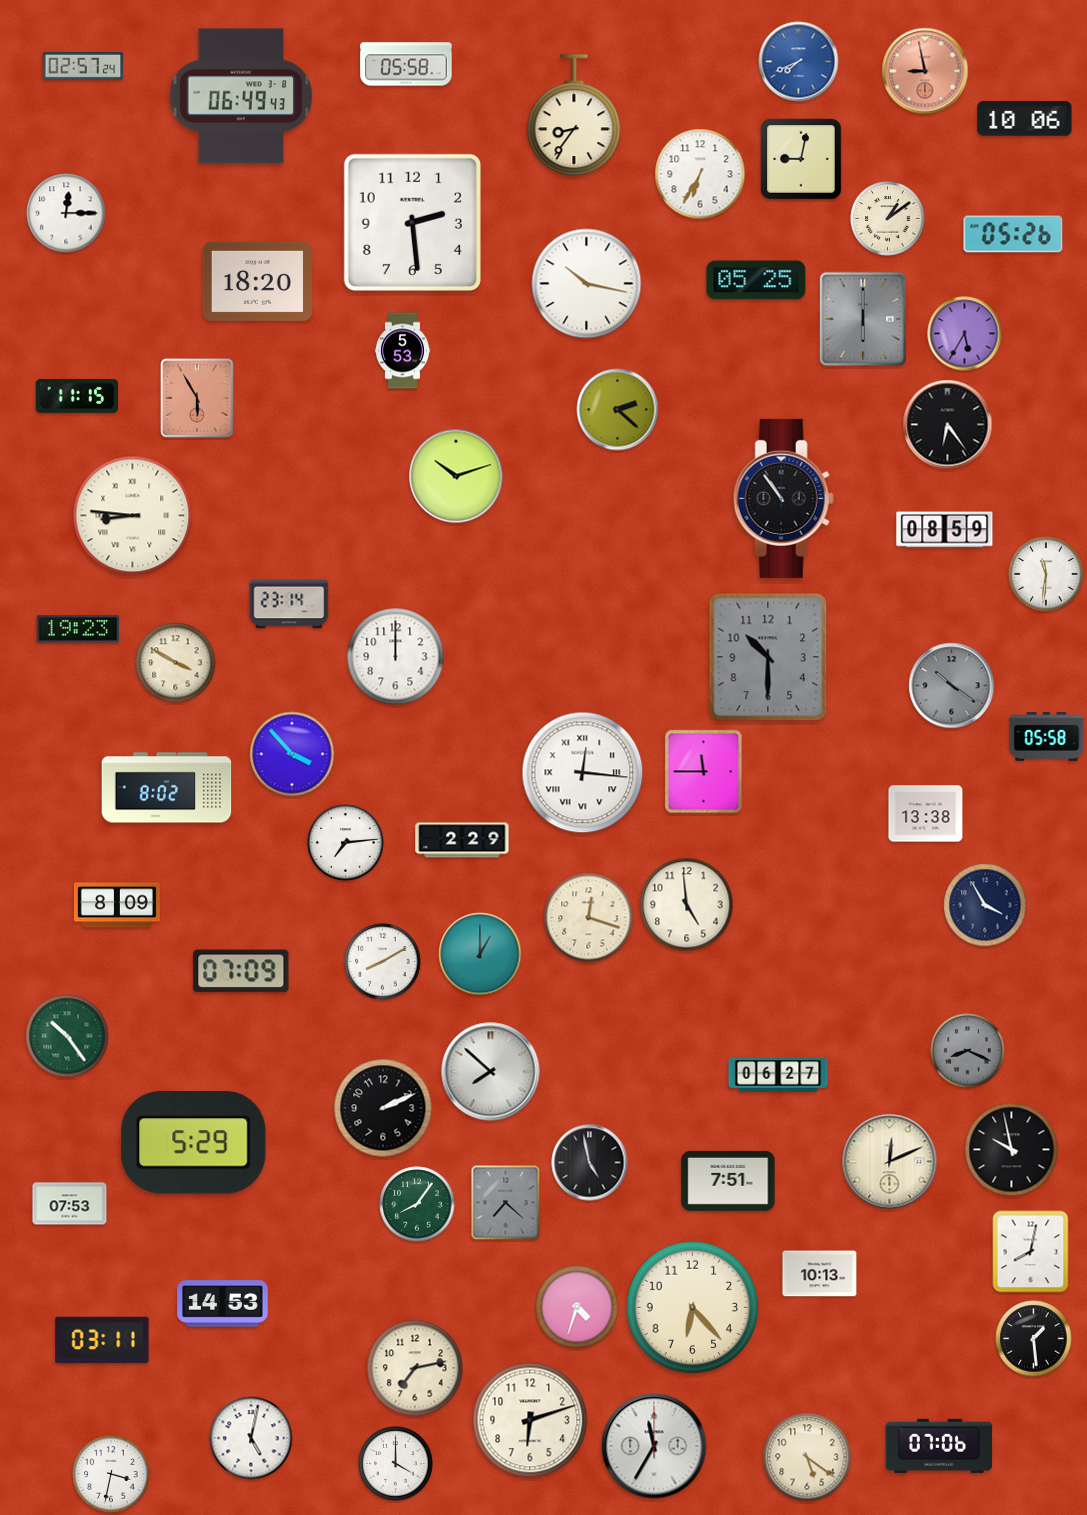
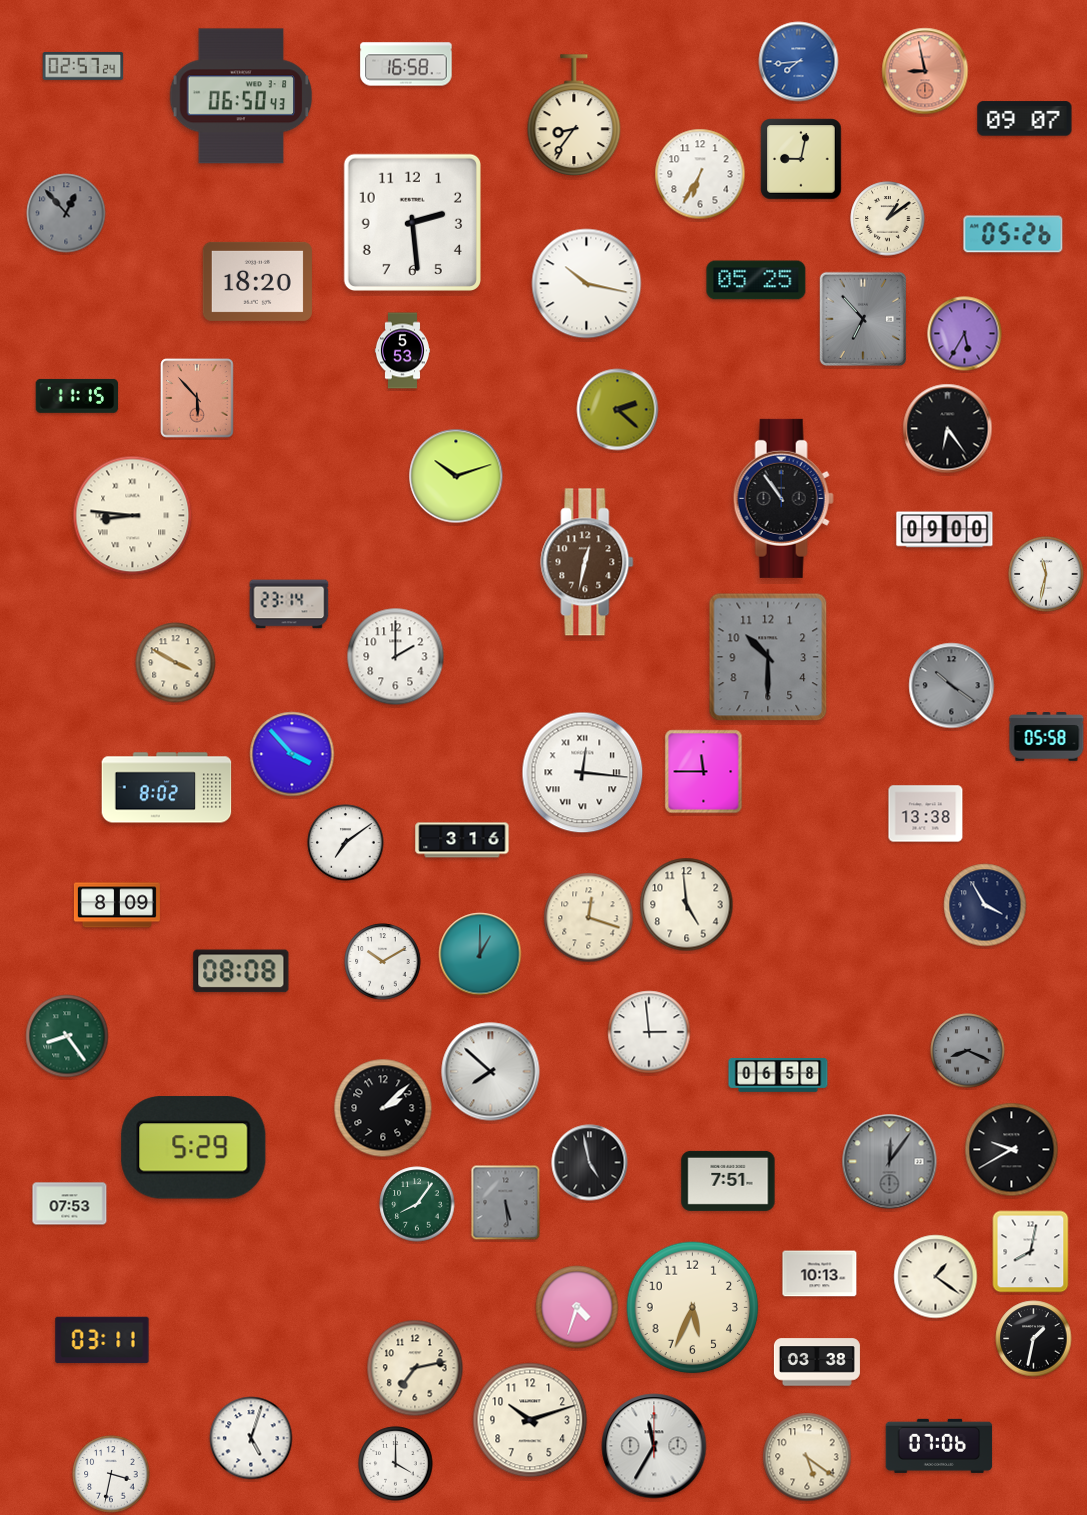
clock at (799, 62): 7:41 -> 7:44
clock at (406, 64): 05:58 -> 16:58
clock at (241, 96): 06:49 -> 06:50
clock at (1025, 119): 10:06 -> 09:07
clock at (66, 213): 12:15 -> 12:53
clock at (66, 213) dial: white -> grey
clock at (862, 319): 6:00 -> 6:53
clock at (197, 398): 5:55 -> 5:53
clock at (948, 425) position: (948, 425) -> (948, 429)
clock at (945, 530): 08:59 -> 09:00
clock at (587, 562): none -> 12:32
clock at (1046, 574): 11:31 -> 11:32
clock at (78, 629): 19:23 -> none
clock at (396, 657): 12:00 -> 2:00
clock at (462, 840): 2:29 -> 3:16
clock at (346, 843): 7:14 -> 7:09
clock at (383, 962): 8:10 -> 10:10
clock at (241, 971): 07:09 -> 08:08
clock at (649, 1032): none -> 2:59
clock at (67, 1036): 10:24 -> 8:24
clock at (778, 1076): 06:27 -> 06:58
clock at (383, 1108): 2:11 -> 2:08
clock at (194, 1143) position: (194, 1143) -> (194, 1148)
clock at (1012, 1150): 9:58 -> 9:40
clock at (890, 1162): 12:11 -> 12:06
clock at (890, 1162) dial: cream -> grey
clock at (506, 1203): 7:22 -> 5:29
clock at (936, 1277): none -> 1:21
clock at (223, 1304): 14:53 -> none
clock at (693, 1308): 6:23 -> 5:34
clock at (1034, 1339): 1:29 -> 1:32
clock at (817, 1362): none -> 03:38
clock at (530, 1420): 6:12 -> 10:12
clock at (251, 1438): 5:02 -> 5:03
